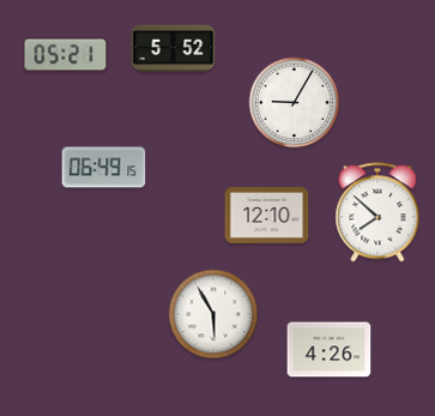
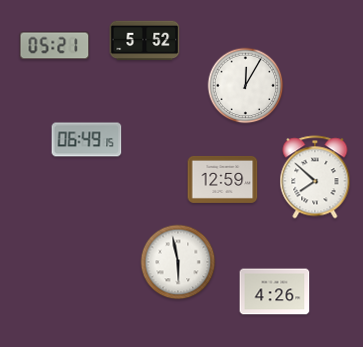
clock at (295, 103): 9:05 -> 12:05
clock at (267, 215): 12:10 -> 12:59
clock at (213, 314): 5:55 -> 5:58
